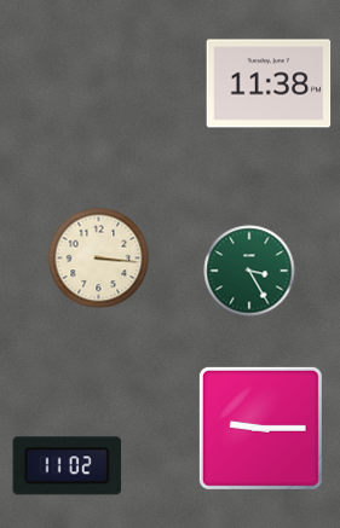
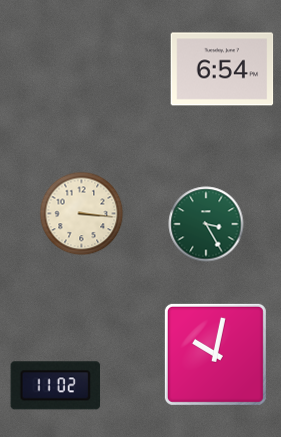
clock at (269, 83): 11:38 -> 6:54
clock at (260, 428): 9:15 -> 10:02
